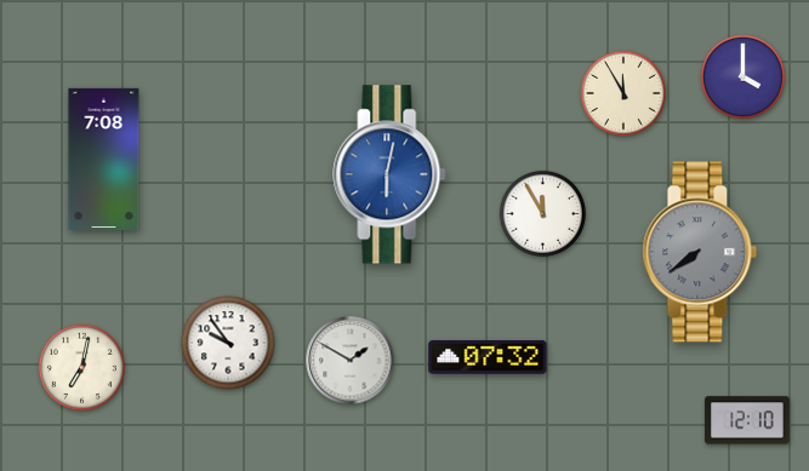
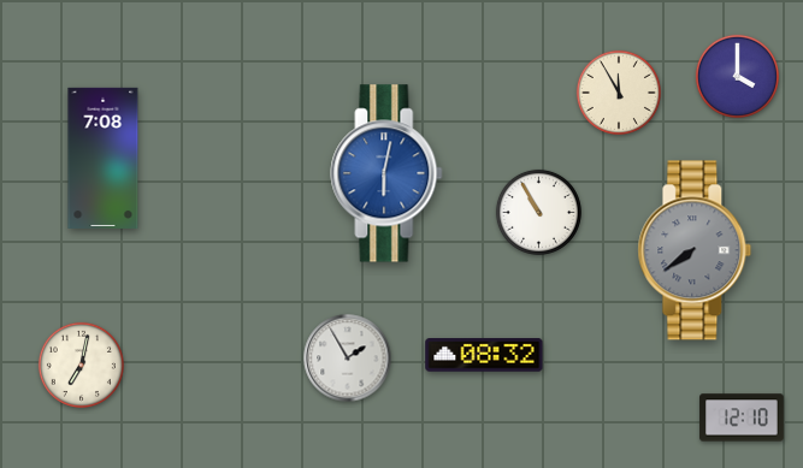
clock at (542, 213): 11:55 -> 10:55
clock at (228, 343): 9:54 -> none
clock at (488, 357): 07:32 -> 08:32
clock at (351, 361): 1:50 -> 1:55
